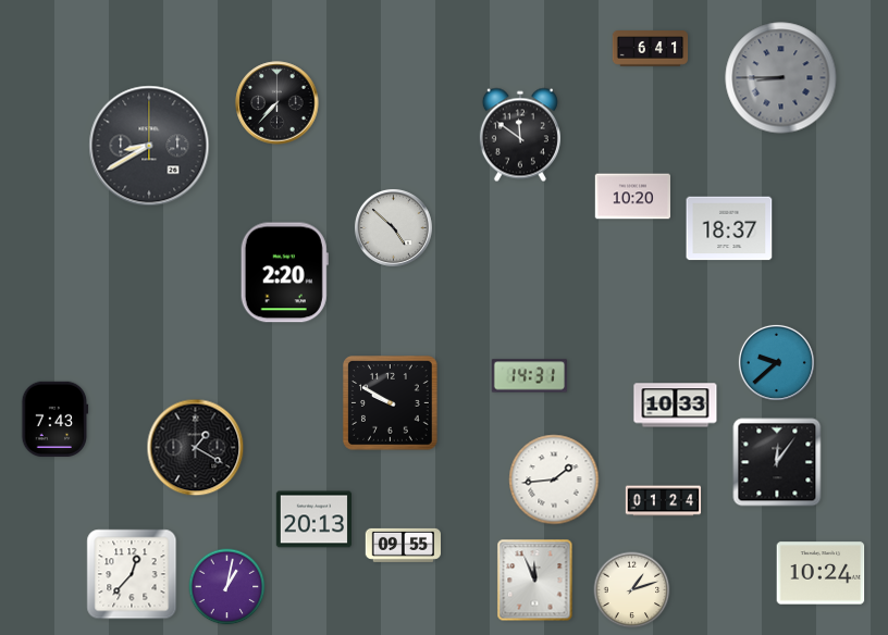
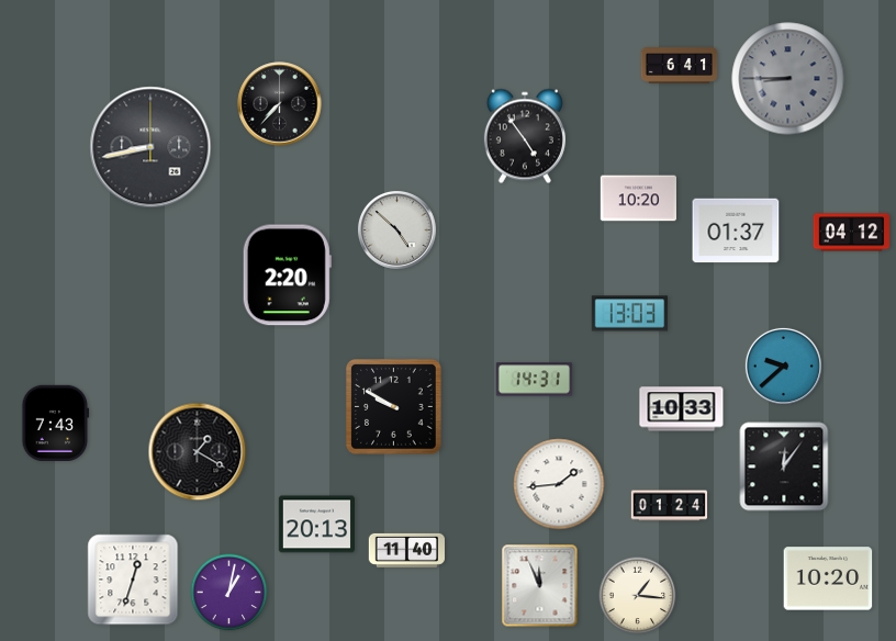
clock at (651, 49) position: (651, 49) -> (680, 66)
clock at (520, 135): 11:51 -> 4:54
clock at (149, 146): 8:40 -> 8:43
clock at (729, 228): 18:37 -> 01:37
clock at (852, 233): none -> 04:12
clock at (629, 314): none -> 13:03
clock at (403, 545): 09:55 -> 11:40
clock at (821, 573): 10:24 -> 10:20
clock at (132, 574): 12:37 -> 12:33
clock at (632, 590): 1:12 -> 1:16
